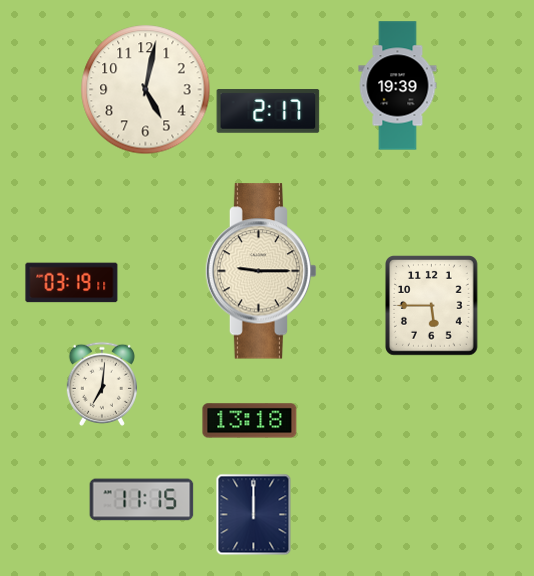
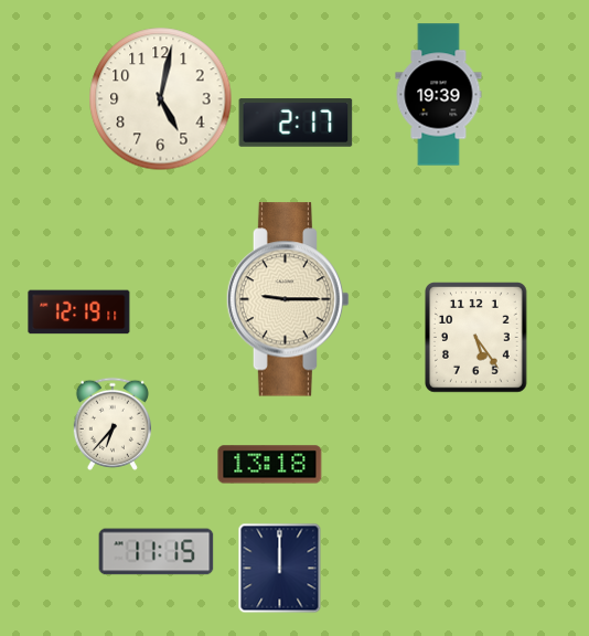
clock at (72, 283): 03:19 -> 12:19
clock at (432, 306): 5:45 -> 5:24
clock at (102, 384): 7:01 -> 6:37
clock at (250, 421) position: (250, 421) -> (270, 465)
